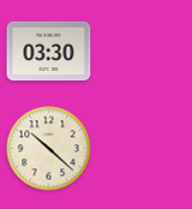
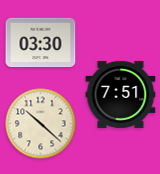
clock at (121, 94): none -> 7:51
